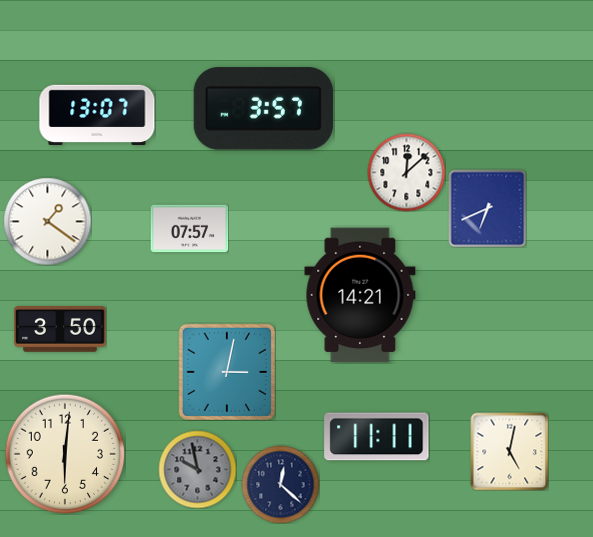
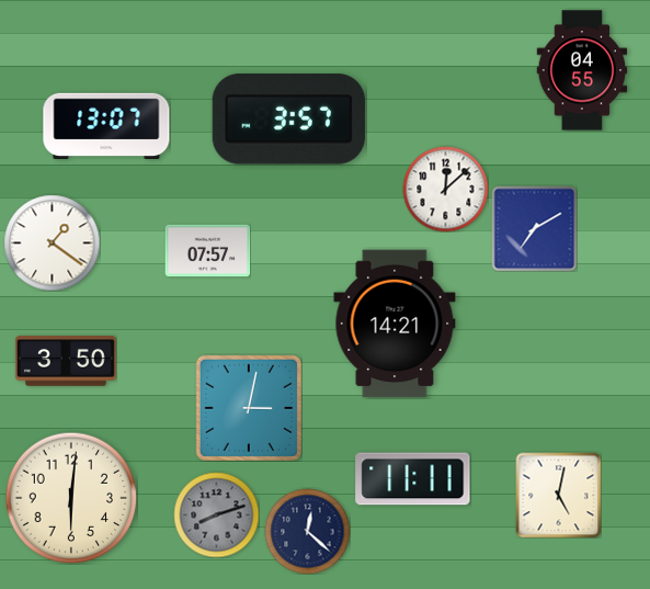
clock at (582, 70): none -> 04:55
clock at (487, 208): 6:41 -> 7:10
clock at (197, 469): 9:58 -> 8:12
